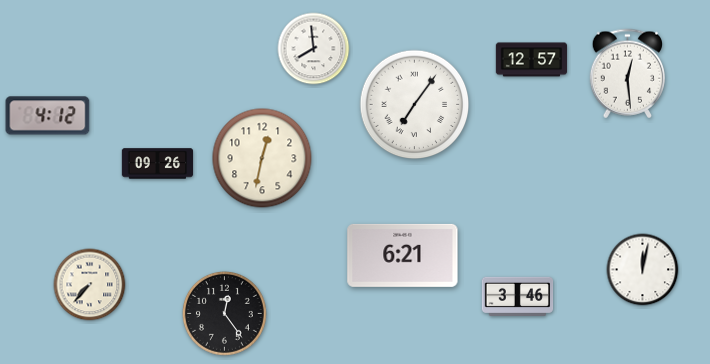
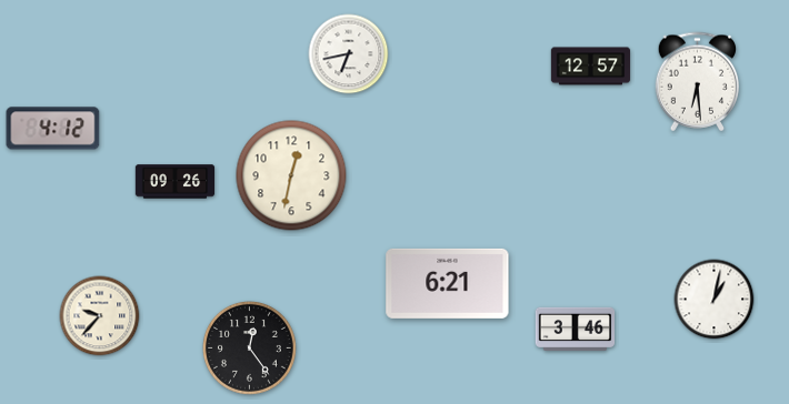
clock at (314, 49): 7:59 -> 6:43
clock at (627, 74): 12:29 -> 6:29
clock at (415, 105): 7:06 -> none
clock at (643, 270): 12:02 -> 1:02
clock at (90, 285): 7:37 -> 9:37
